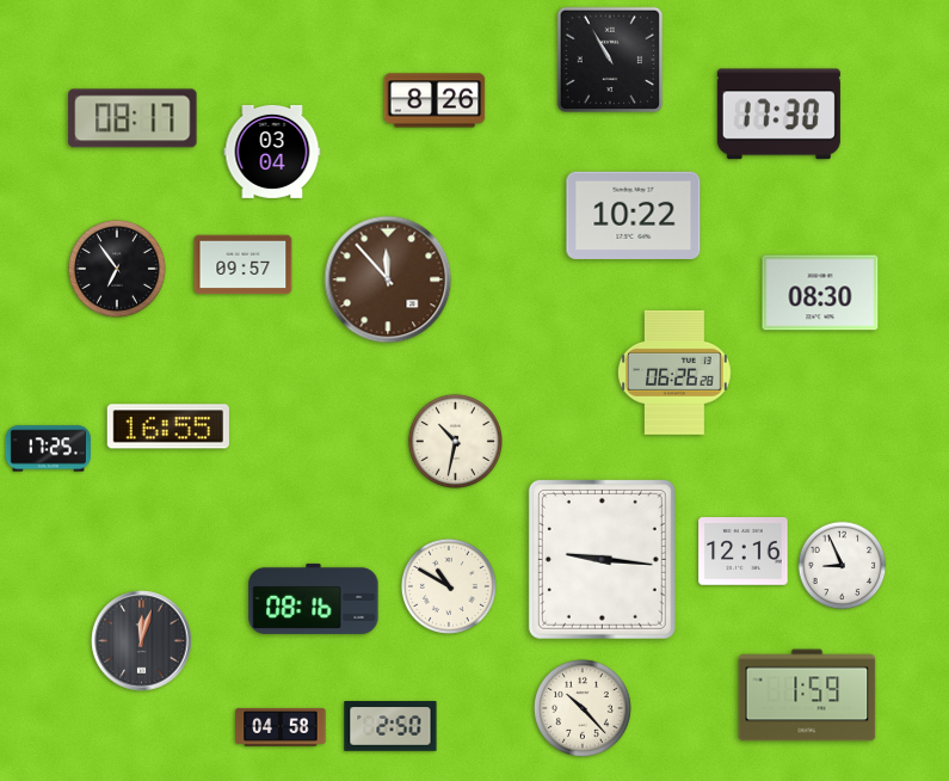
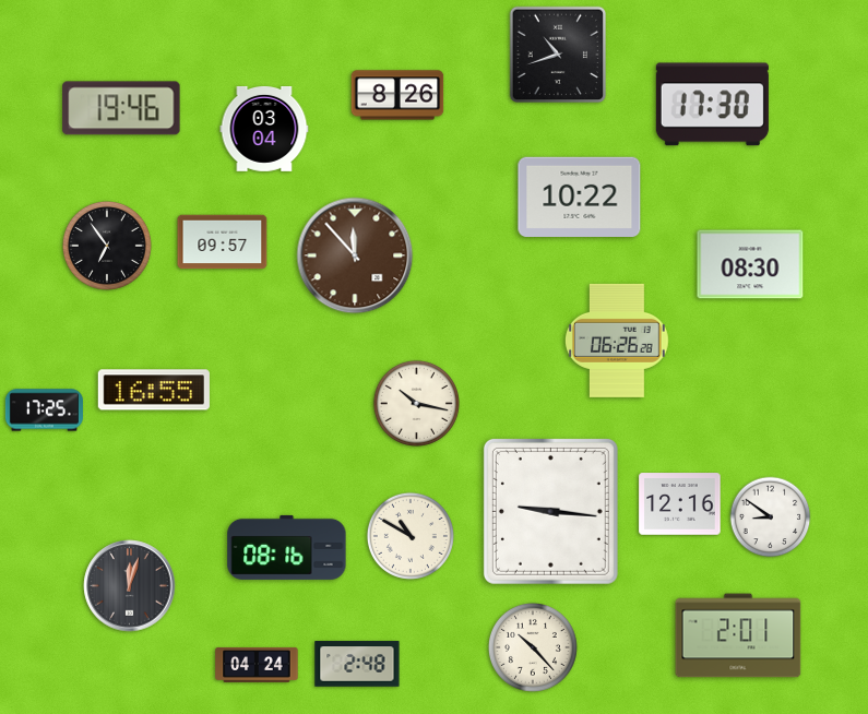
clock at (610, 60): 10:55 -> 10:42
clock at (435, 100) position: (435, 100) -> (397, 95)
clock at (133, 118): 08:17 -> 19:46
clock at (272, 152) position: (272, 152) -> (264, 129)
clock at (820, 293) position: (820, 293) -> (750, 264)
clock at (455, 441): 10:32 -> 10:17
clock at (843, 566): 8:56 -> 8:51
clock at (807, 695): 1:59 -> 2:01
clock at (390, 726): 2:50 -> 2:48
clock at (281, 727): 04:58 -> 04:24
